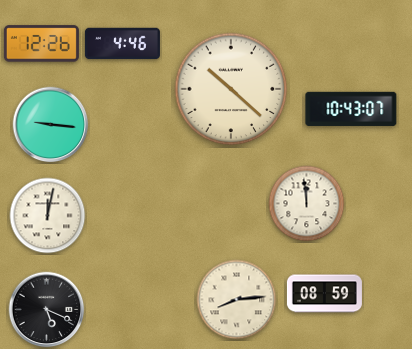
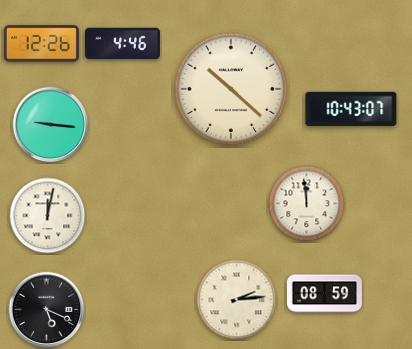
clock at (237, 300): 8:14 -> 2:14
